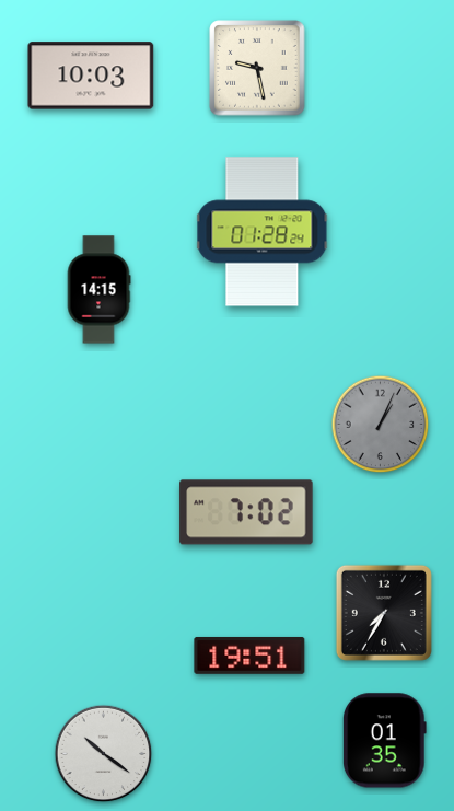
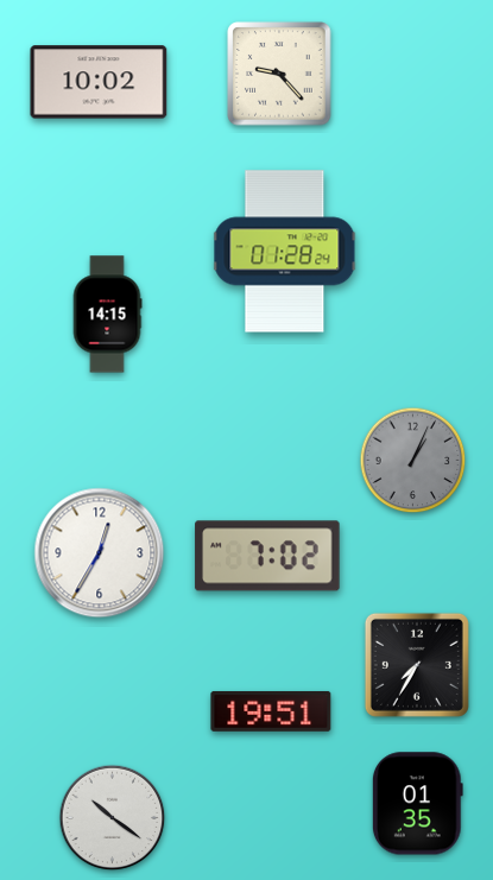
clock at (257, 68): 9:28 -> 9:23
clock at (91, 76): 10:03 -> 10:02
clock at (100, 553): none -> 12:35
